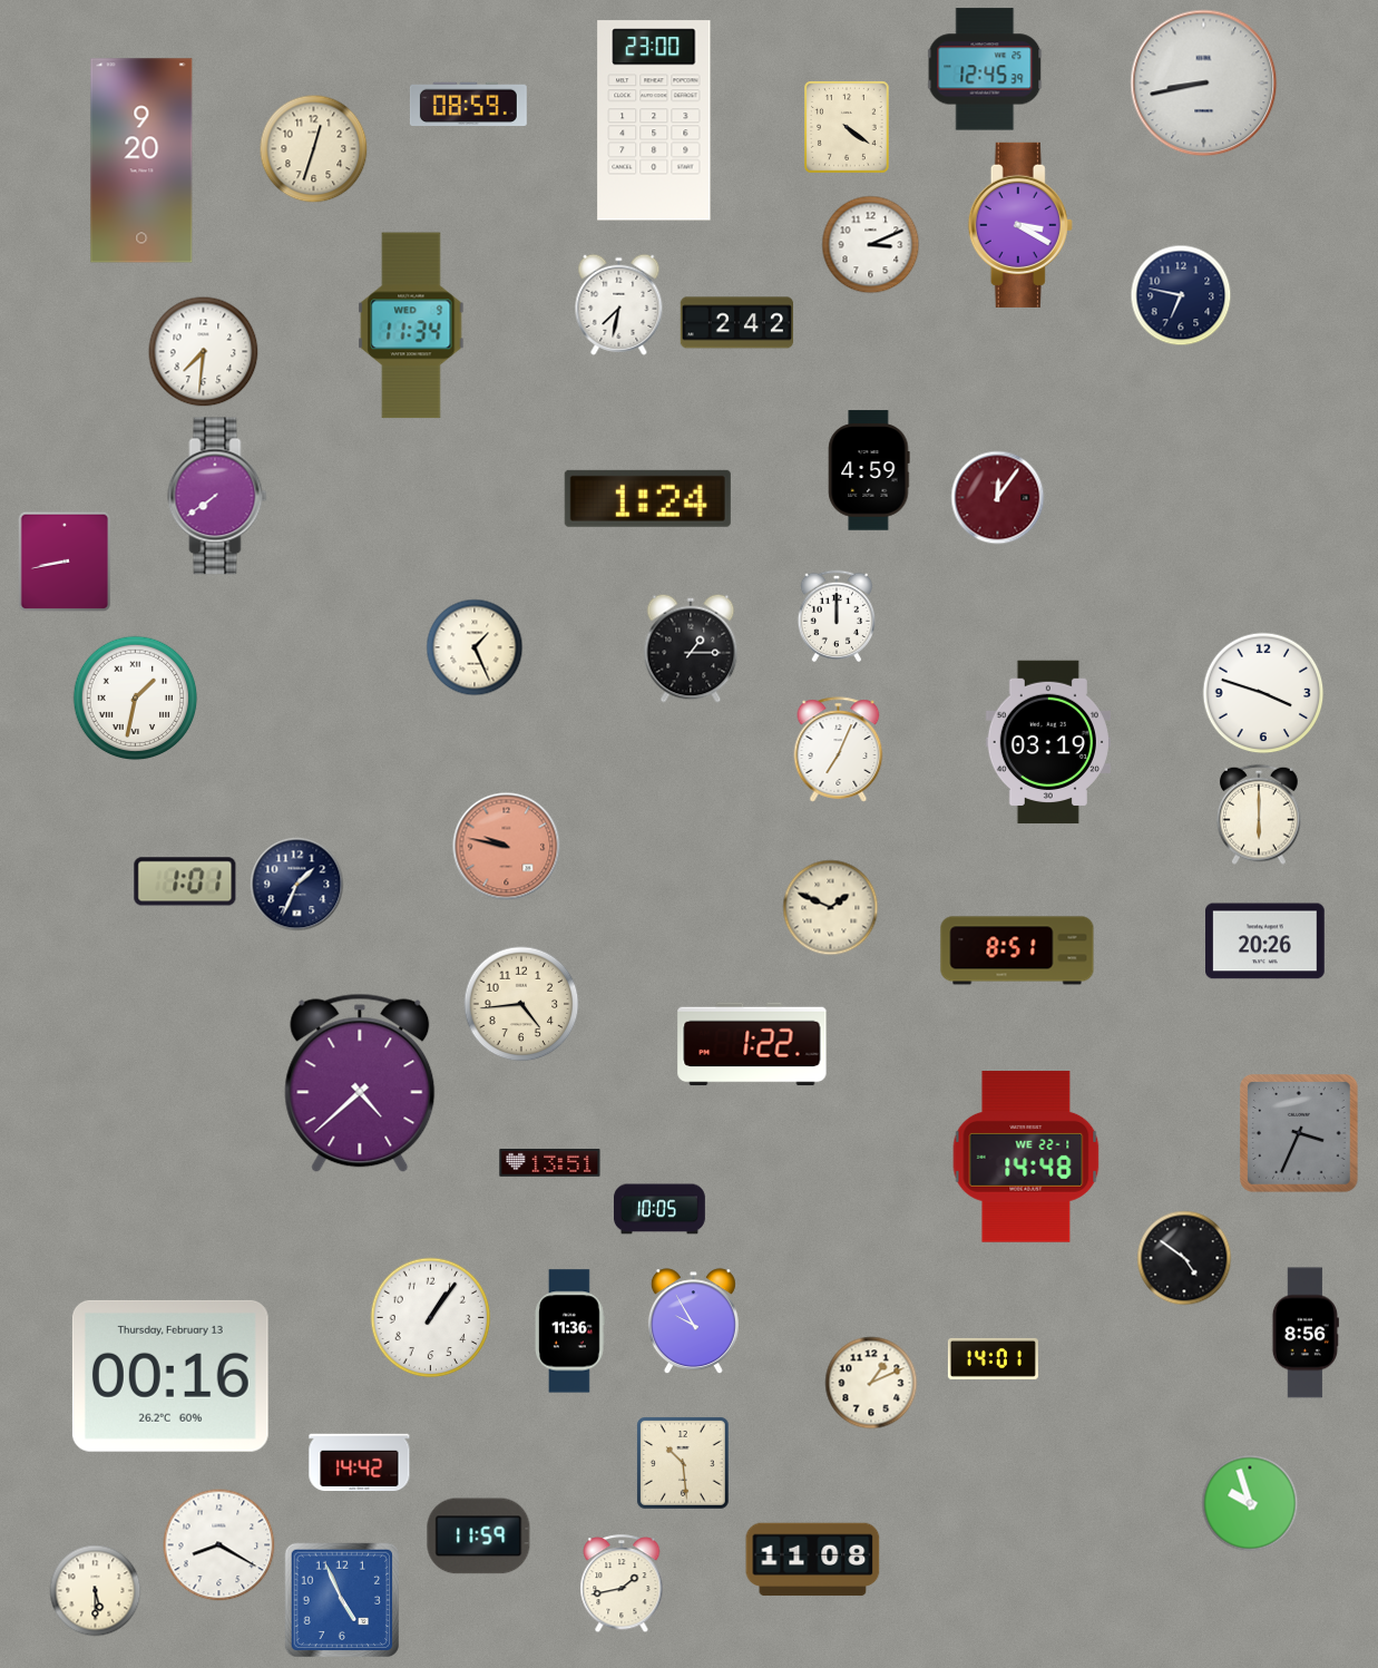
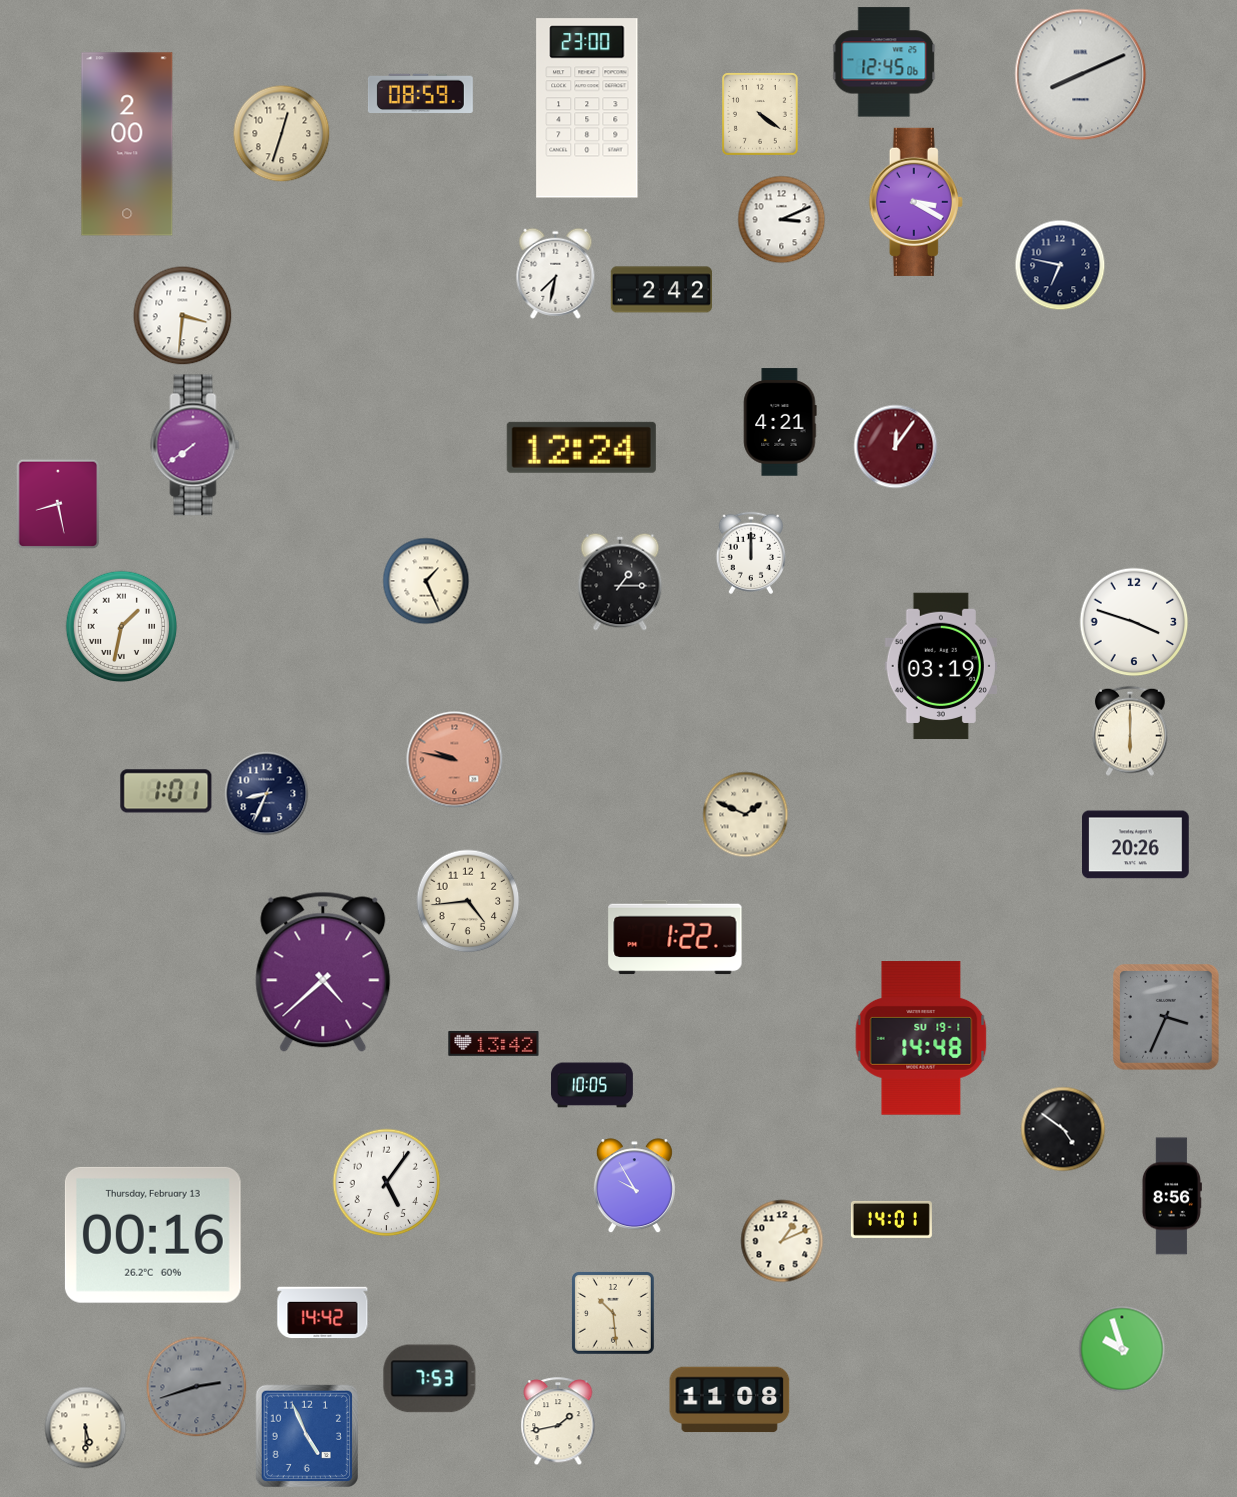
clock at (985, 69): 12:45:39 -> 12:45:06
clock at (1204, 84): 8:43 -> 8:11
clock at (141, 160): 9:20 -> 2:00
clock at (411, 325): 11:34 -> none
clock at (204, 352): 7:31 -> 3:31
clock at (869, 470): 4:59 -> 4:21
clock at (647, 498): 1:24 -> 12:24
clock at (65, 562): 8:43 -> 8:28
clock at (839, 750): 7:04 -> none
clock at (297, 885): 1:34 -> 8:34
clock at (1017, 950): 8:51 -> none
clock at (1026, 1157) date: WE 22-1 -> SU 19-1
clock at (550, 1163): 13:51 -> 13:42
clock at (431, 1318): 1:06 -> 5:06
clock at (693, 1321) position: (693, 1321) -> (634, 1186)
clock at (569, 1332): 11:36 -> none
clock at (479, 1537): 11:59 -> 7:53
clock at (219, 1545): 8:20 -> 2:42
clock at (219, 1545) dial: white -> grey
